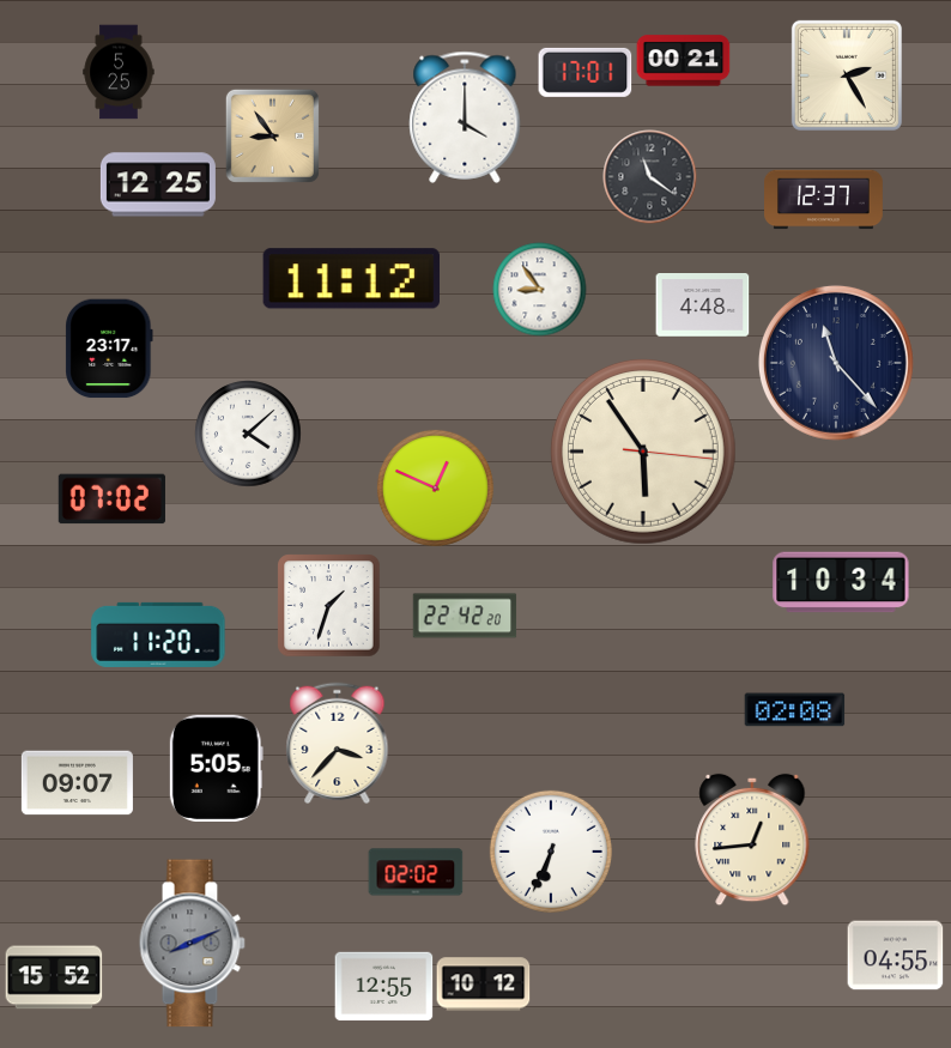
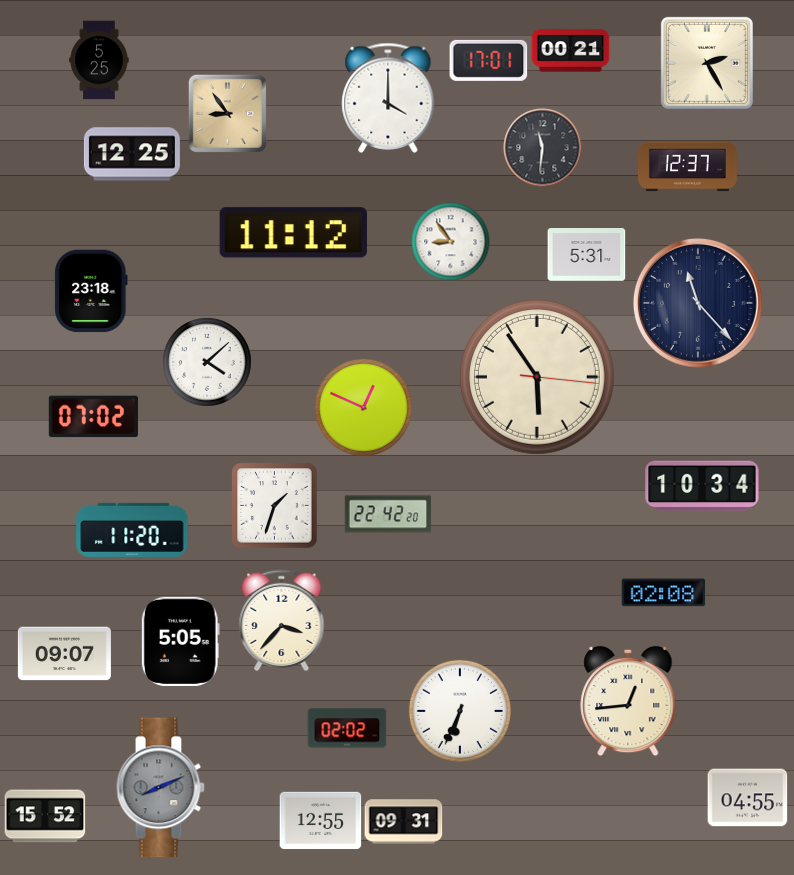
clock at (649, 176): 11:21 -> 11:31
clock at (702, 305): 4:48 -> 5:31
clock at (109, 349): 23:17 -> 23:18
clock at (483, 985): 10:12 -> 09:31
clock at (383, 987) position: (383, 987) -> (320, 821)
